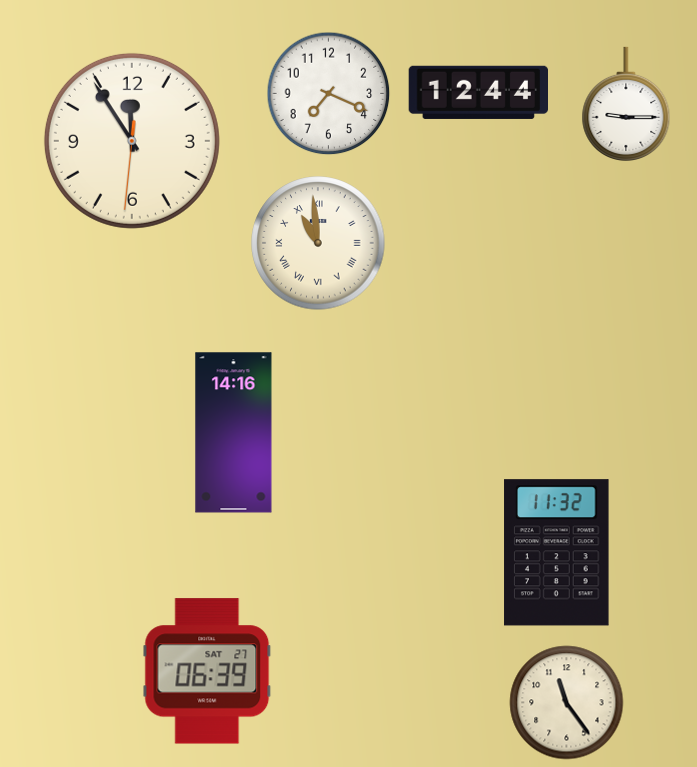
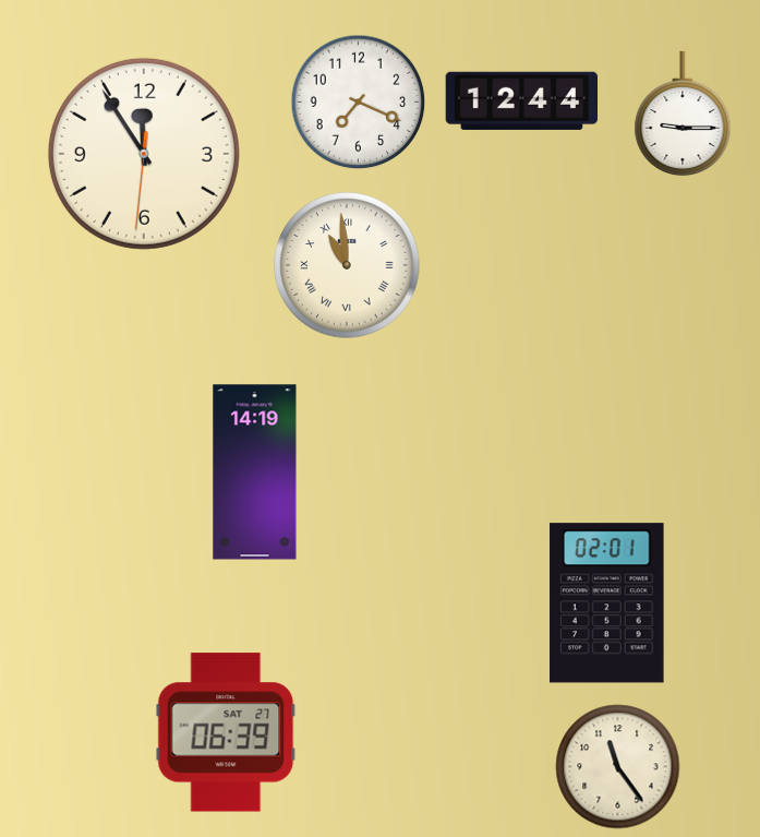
clock at (234, 433): 14:16 -> 14:19
clock at (557, 553): 11:32 -> 02:01
